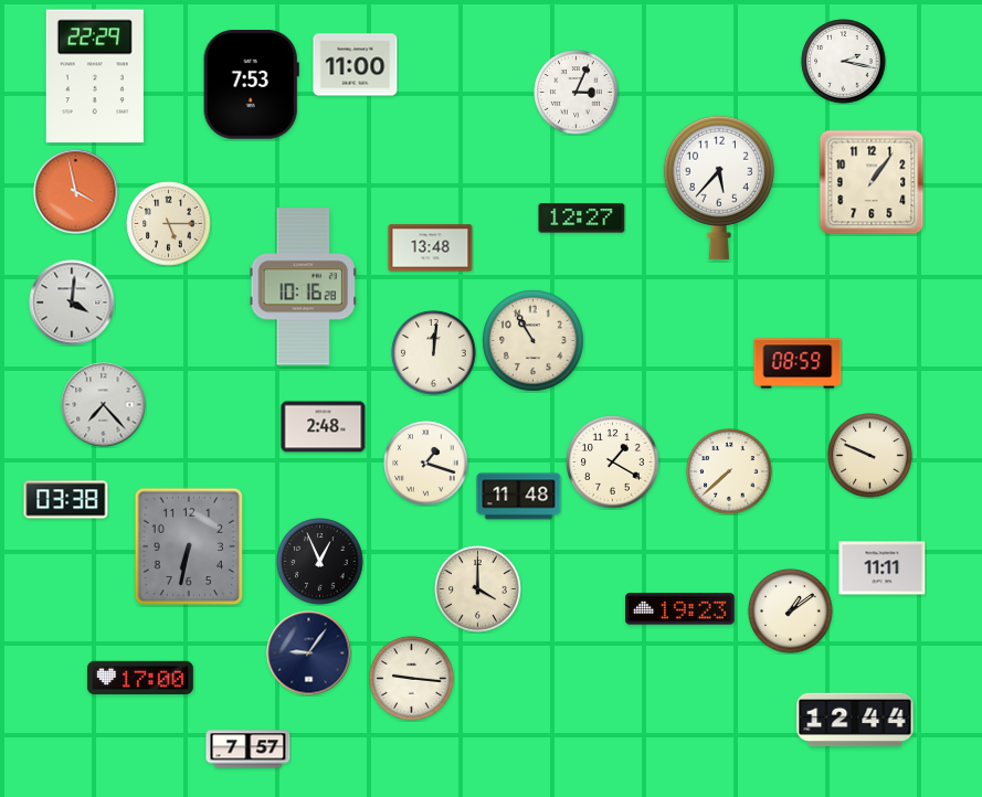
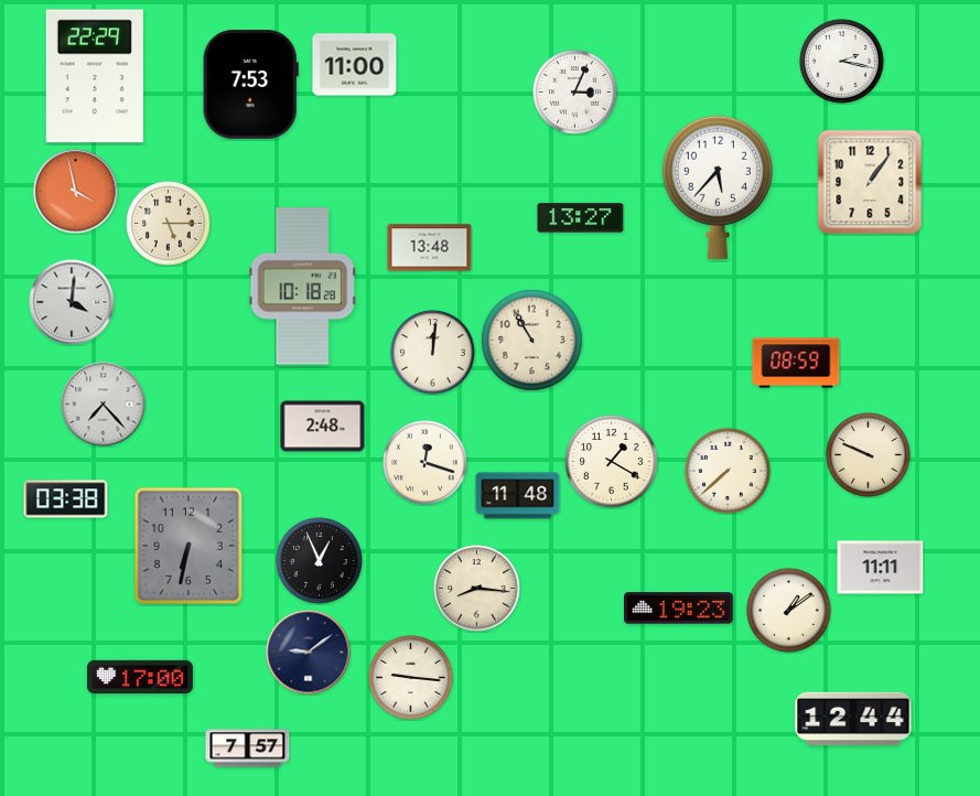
clock at (582, 219): 12:27 -> 13:27
clock at (303, 287): 10:16 -> 10:18
clock at (426, 464): 1:18 -> 12:18
clock at (478, 589): 4:00 -> 8:16
clock at (309, 653): 9:06 -> 9:09
